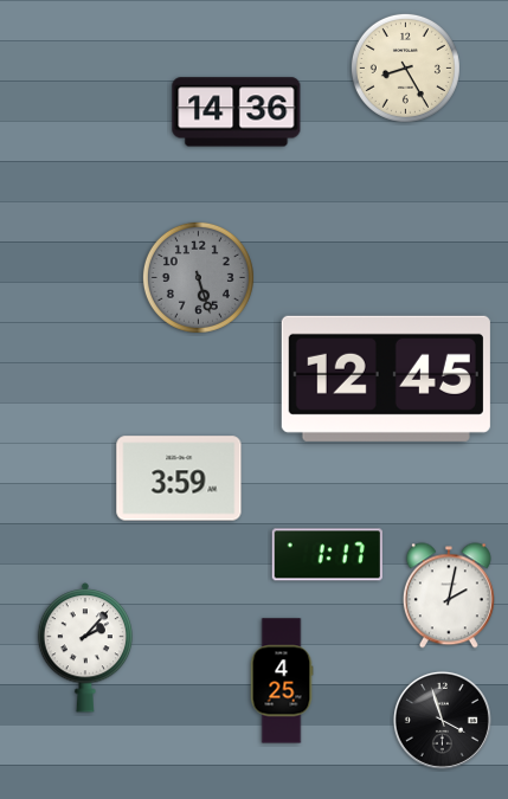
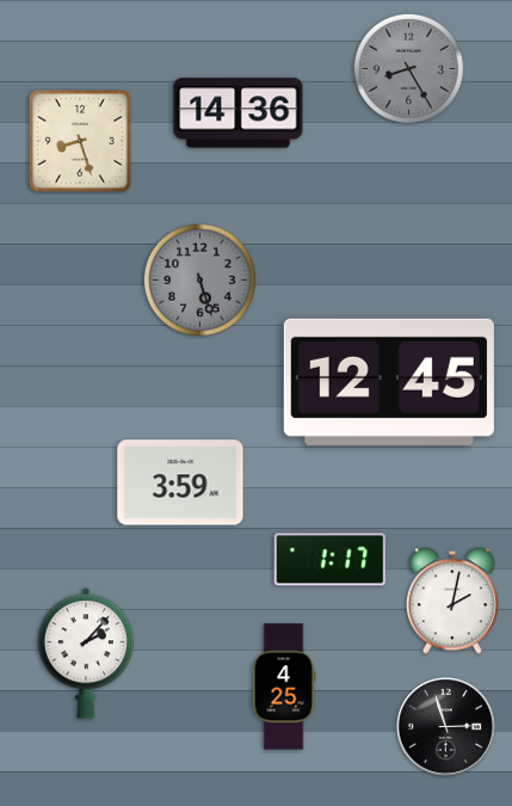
clock at (405, 67) dial: cream -> grey
clock at (80, 141): none -> 8:27
clock at (442, 720): 3:57 -> 2:57
